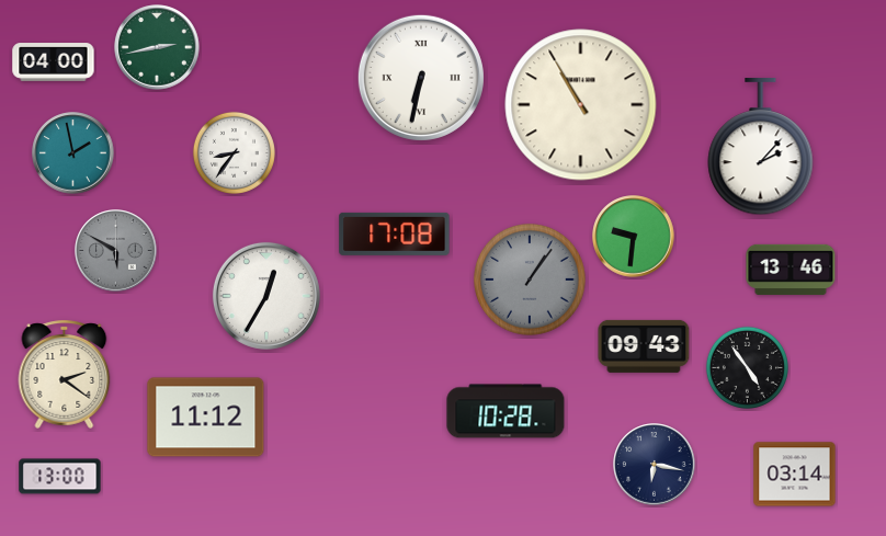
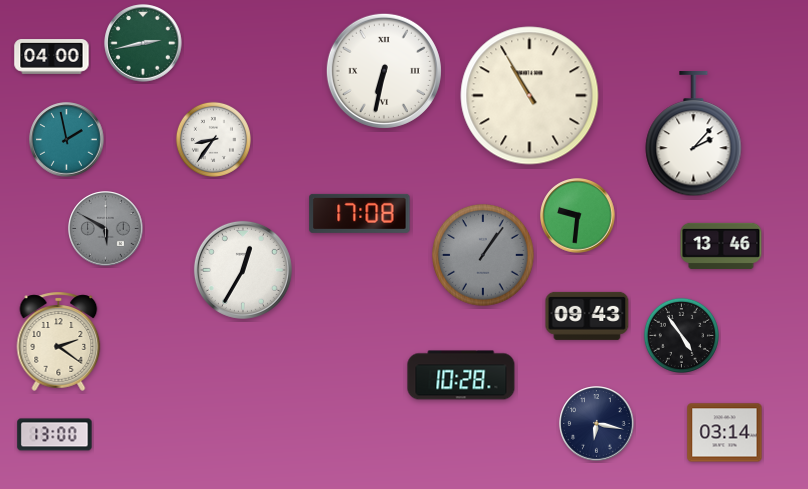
clock at (54, 62) position: (54, 62) -> (52, 57)
clock at (206, 418): 11:12 -> none
